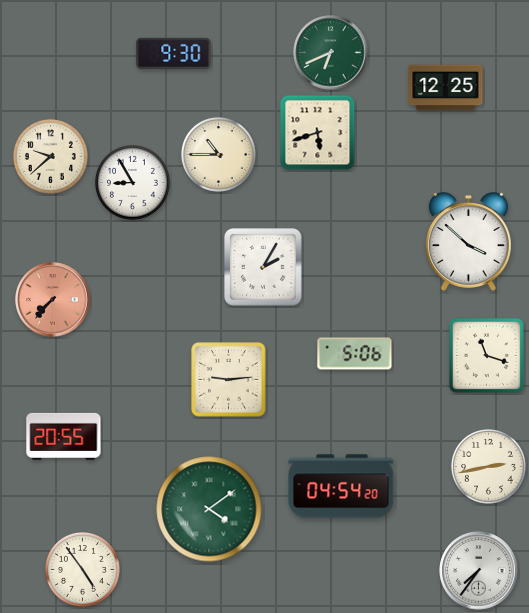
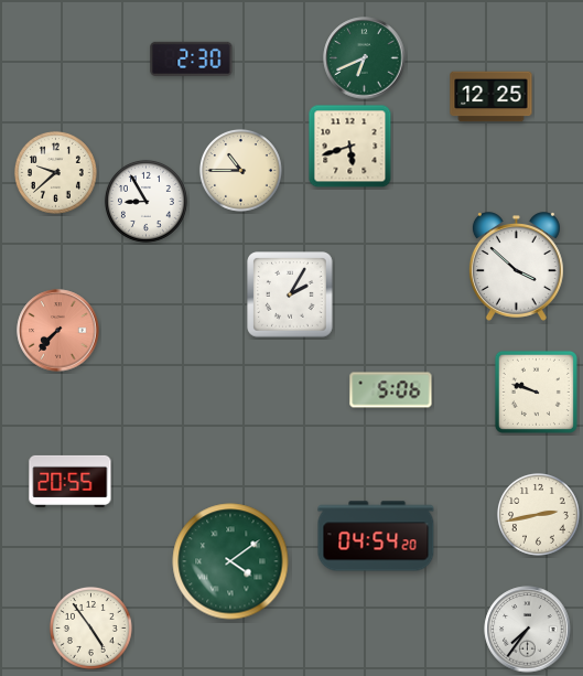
clock at (174, 53): 9:30 -> 2:30
clock at (486, 355): 11:18 -> 9:48
clock at (229, 380): 9:14 -> none
